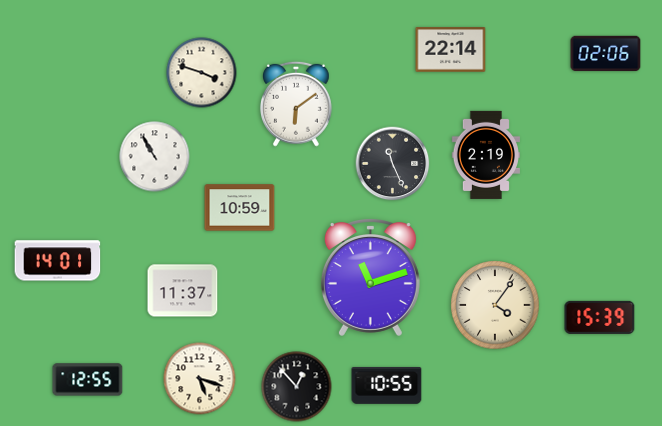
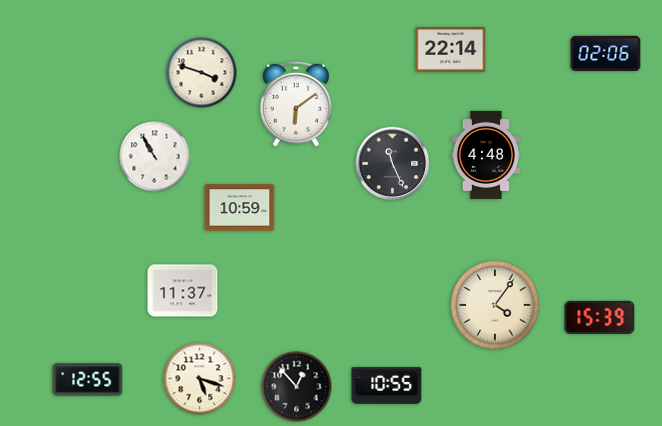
clock at (486, 155): 2:19 -> 4:48
clock at (58, 261): 14:01 -> none
clock at (370, 278): 11:12 -> none
